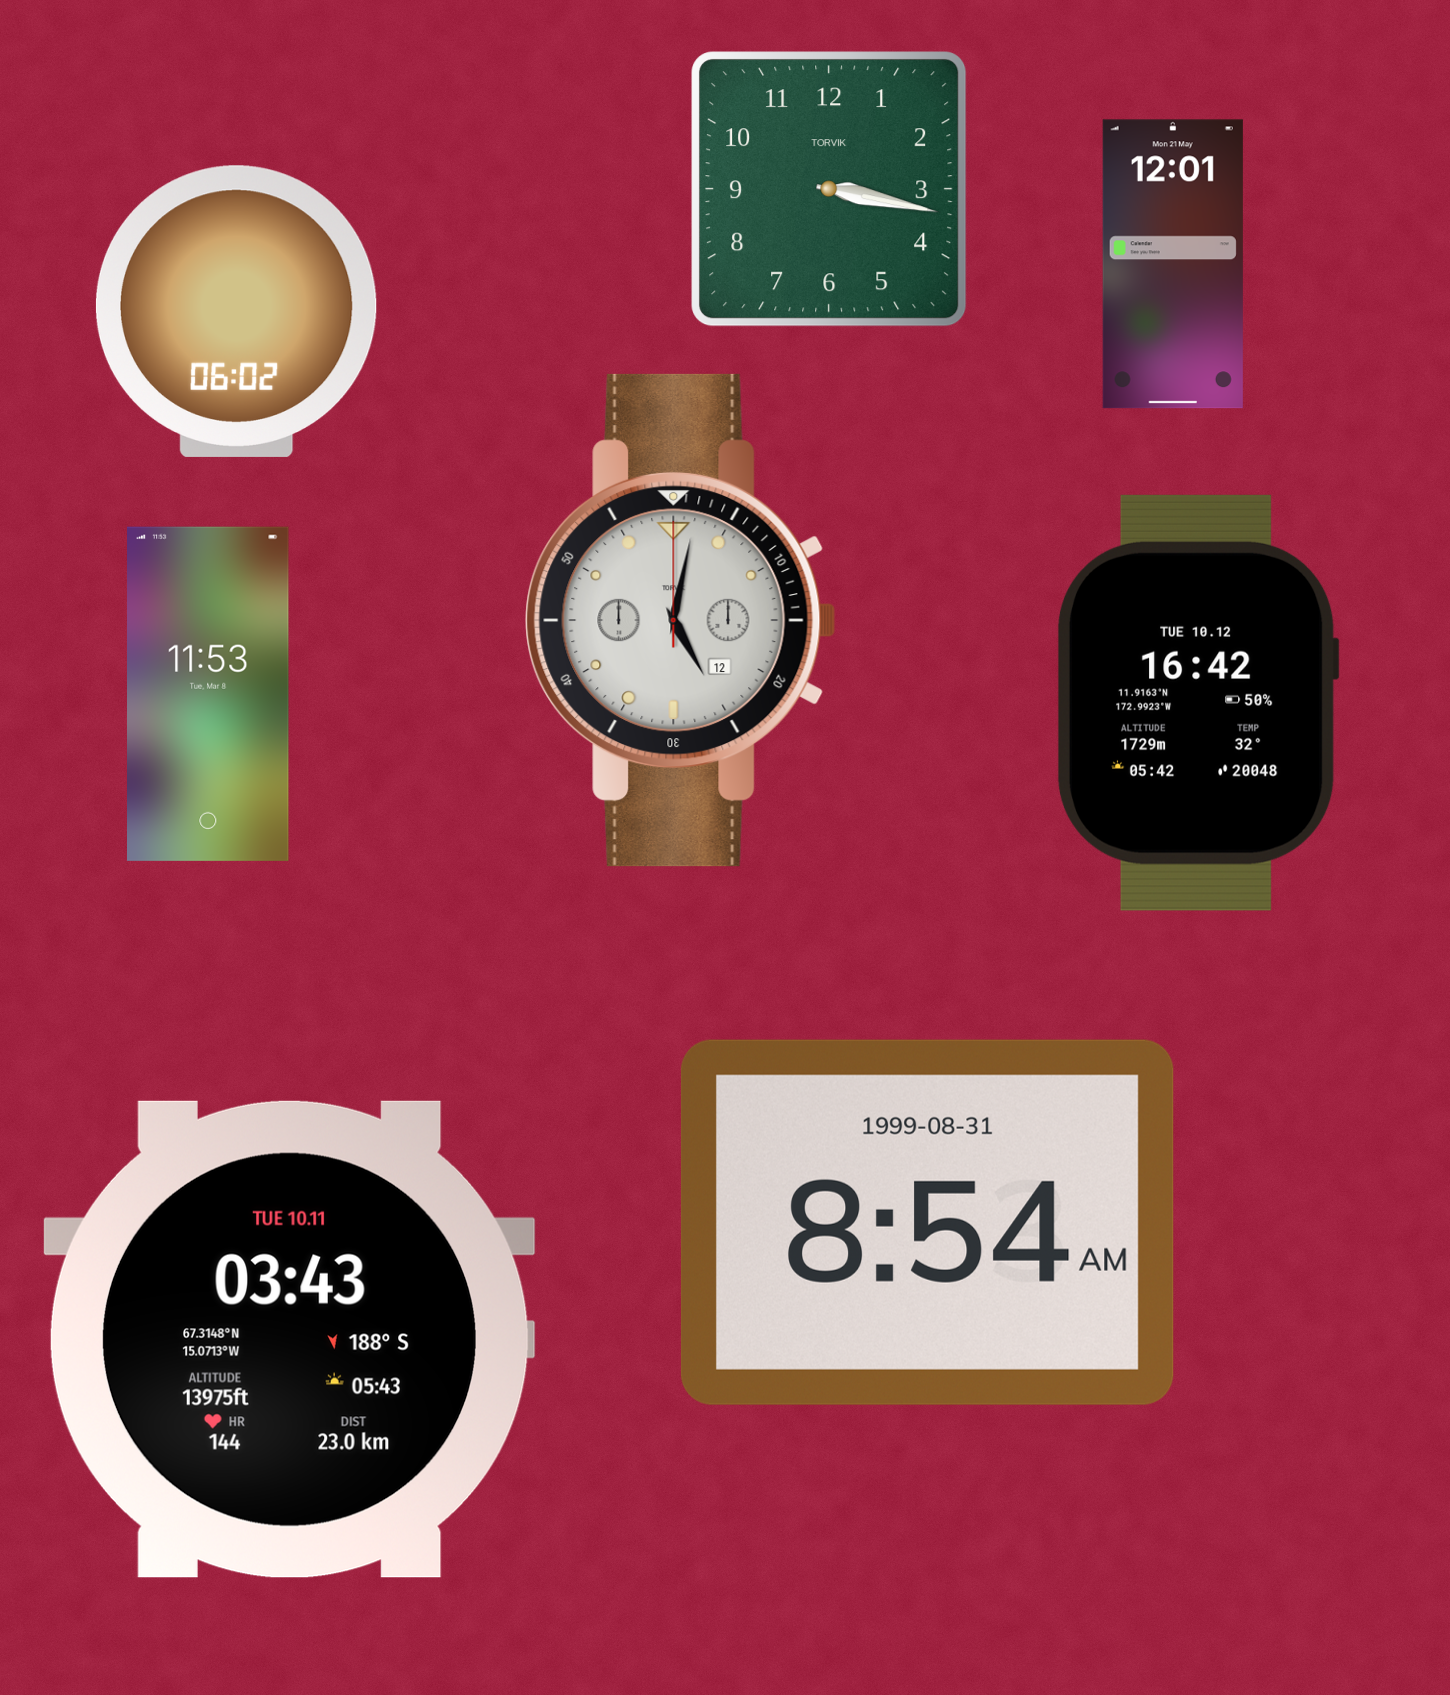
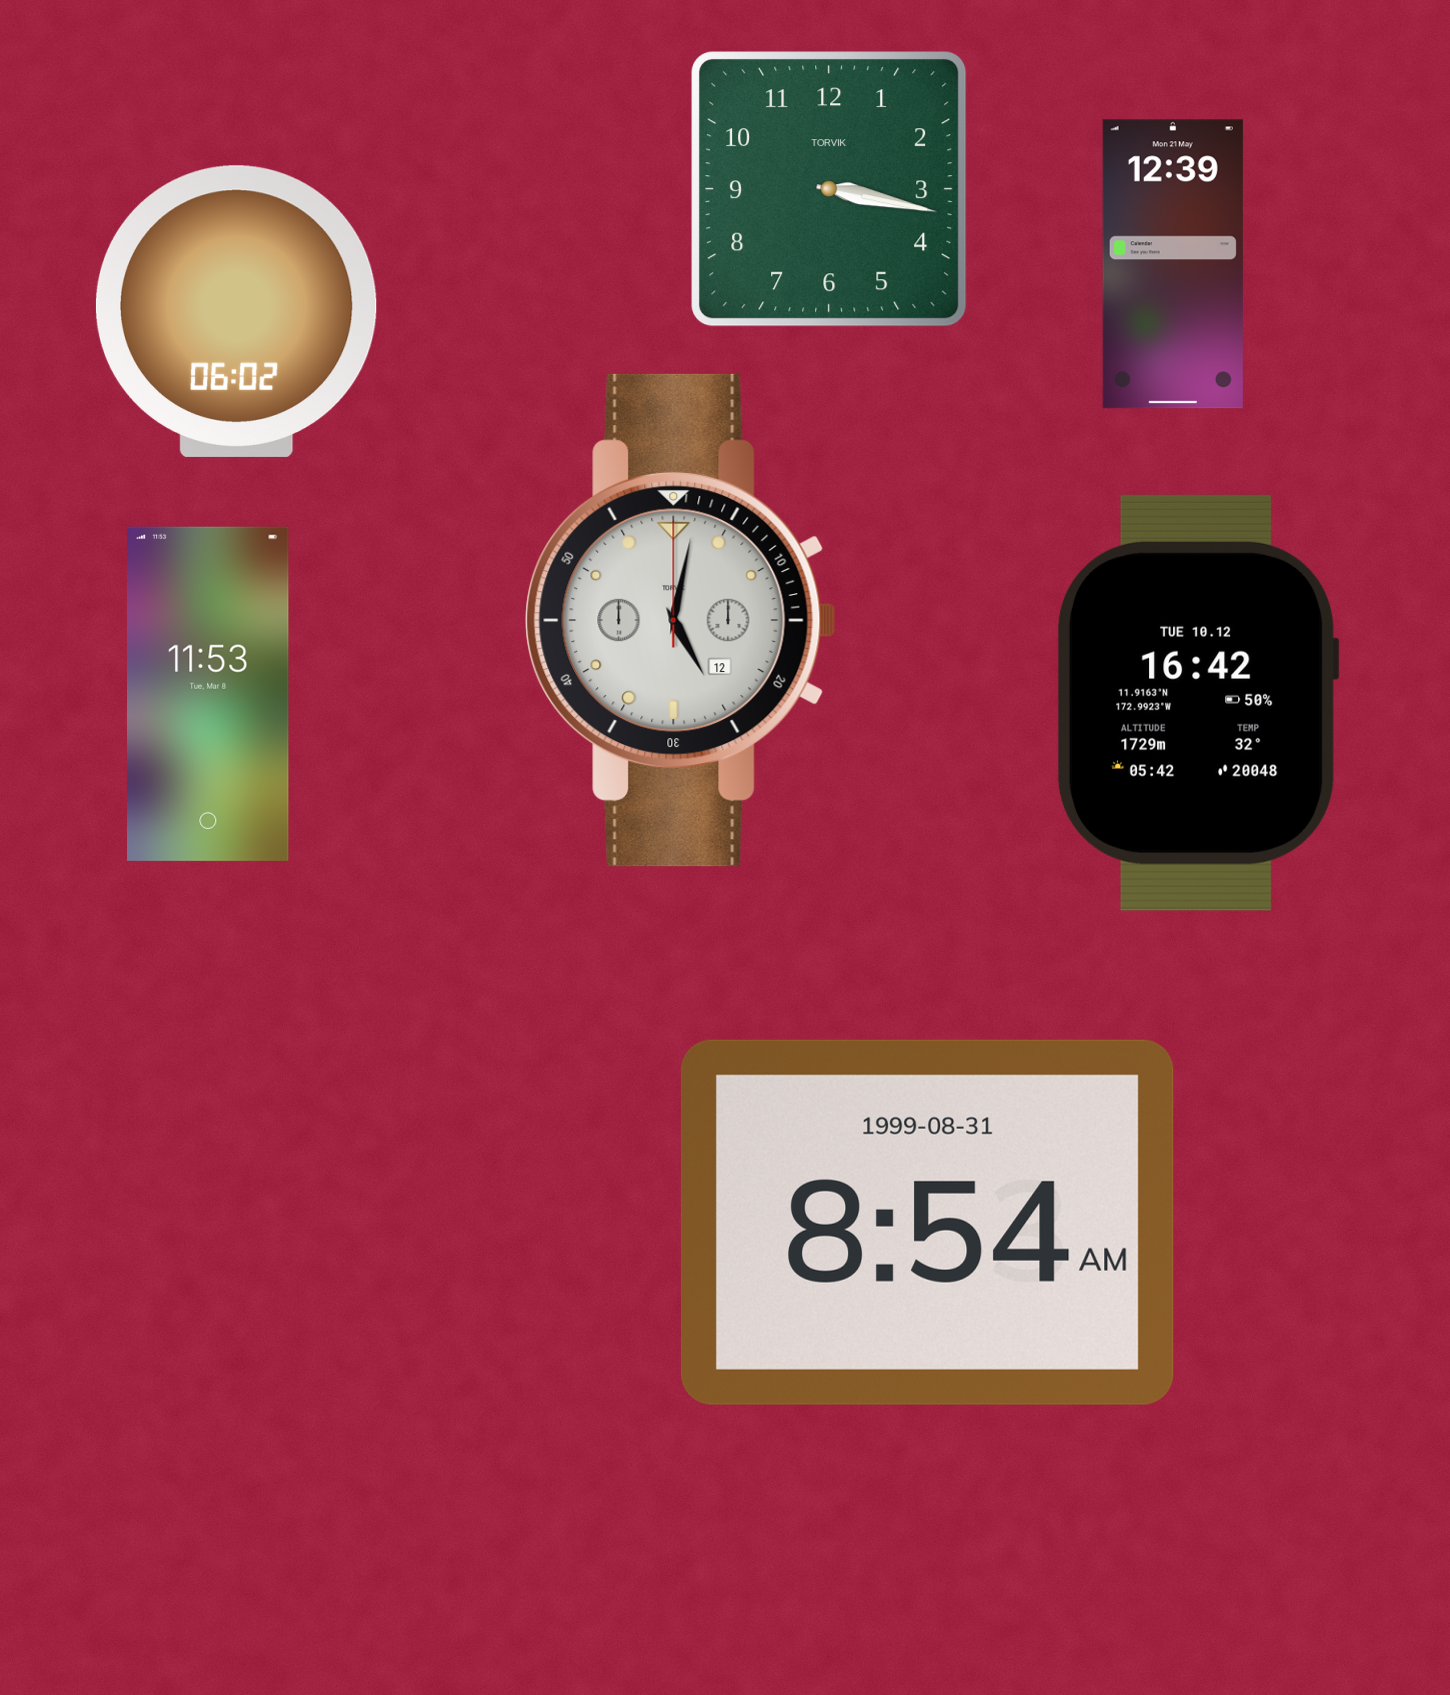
clock at (1173, 264): 12:01 -> 12:39
clock at (289, 1339): 03:43 -> none
